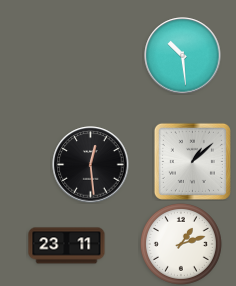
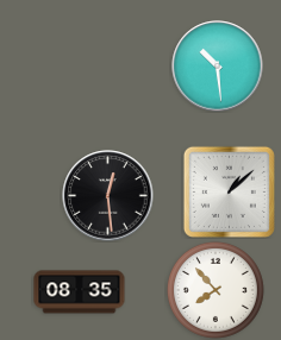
clock at (181, 244): 1:12 -> 7:53
clock at (67, 246): 23:11 -> 08:35
